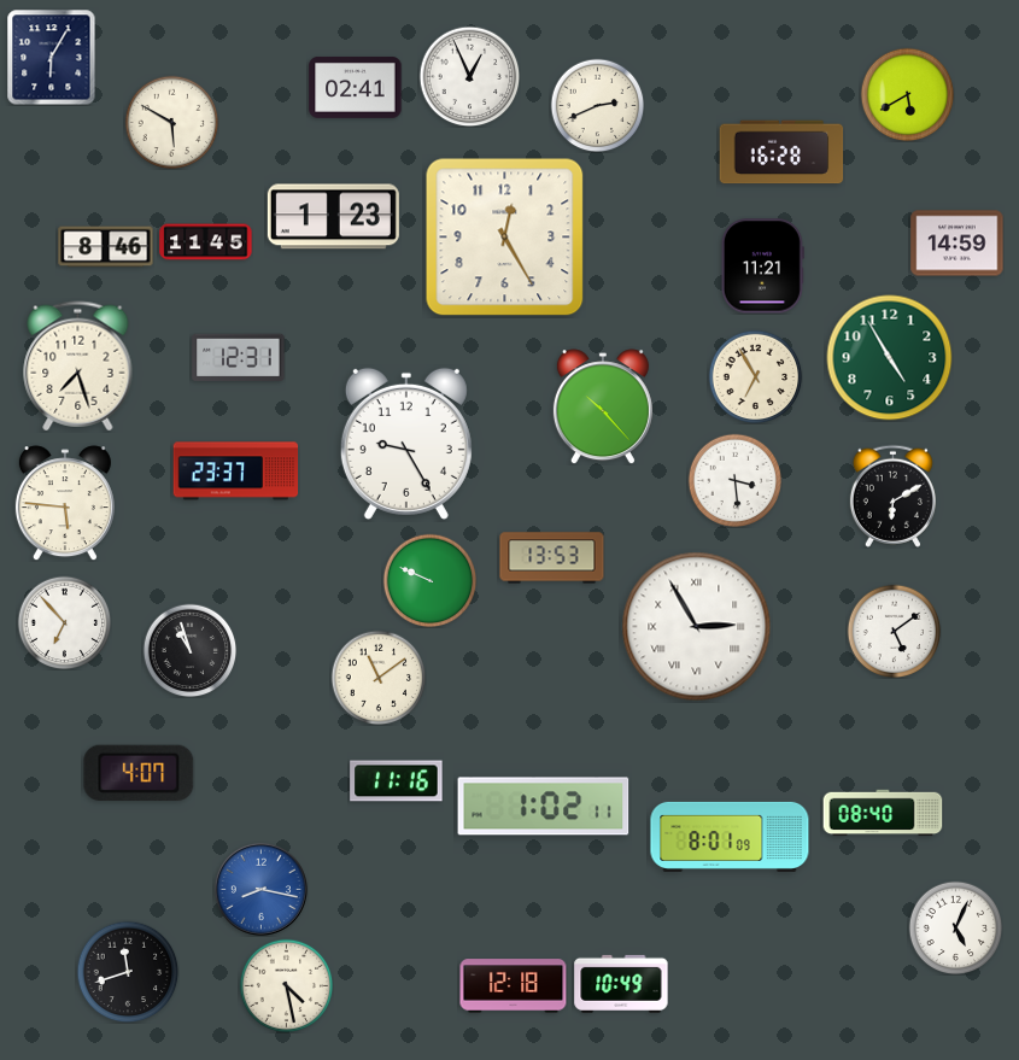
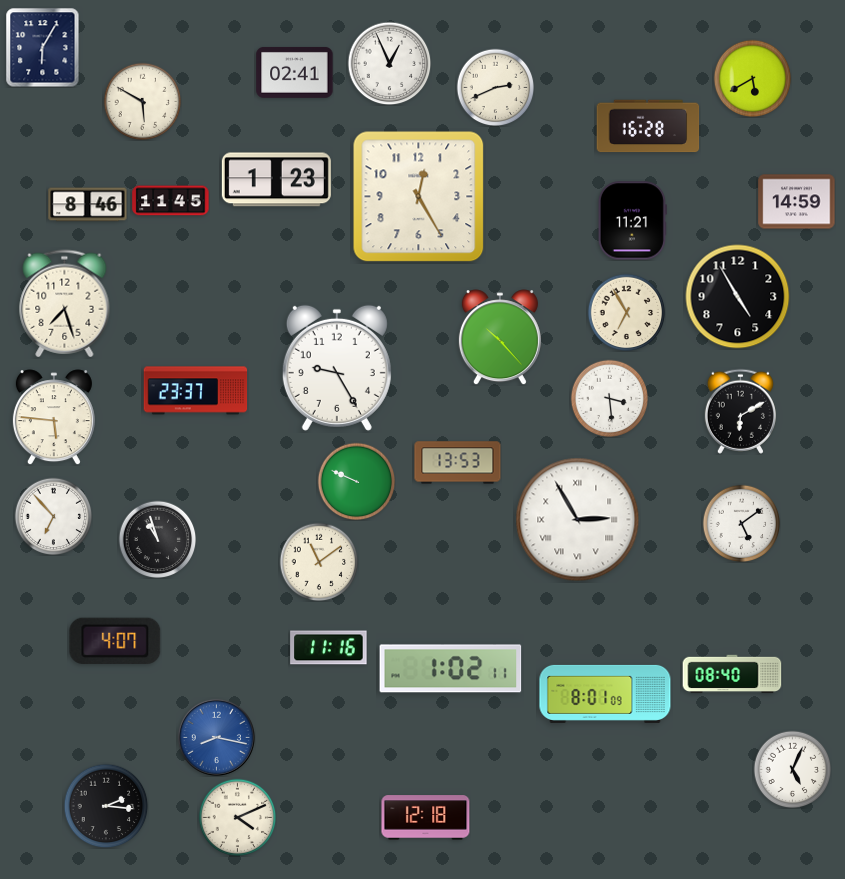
clock at (957, 244) position: (957, 244) -> (797, 202)
clock at (239, 357): 12:31 -> none
clock at (890, 358) dial: green -> black
clock at (379, 678) position: (379, 678) -> (319, 562)
clock at (128, 972): 11:42 -> 2:16
clock at (621, 984): 10:49 -> none
clock at (286, 985): 4:28 -> 4:11
